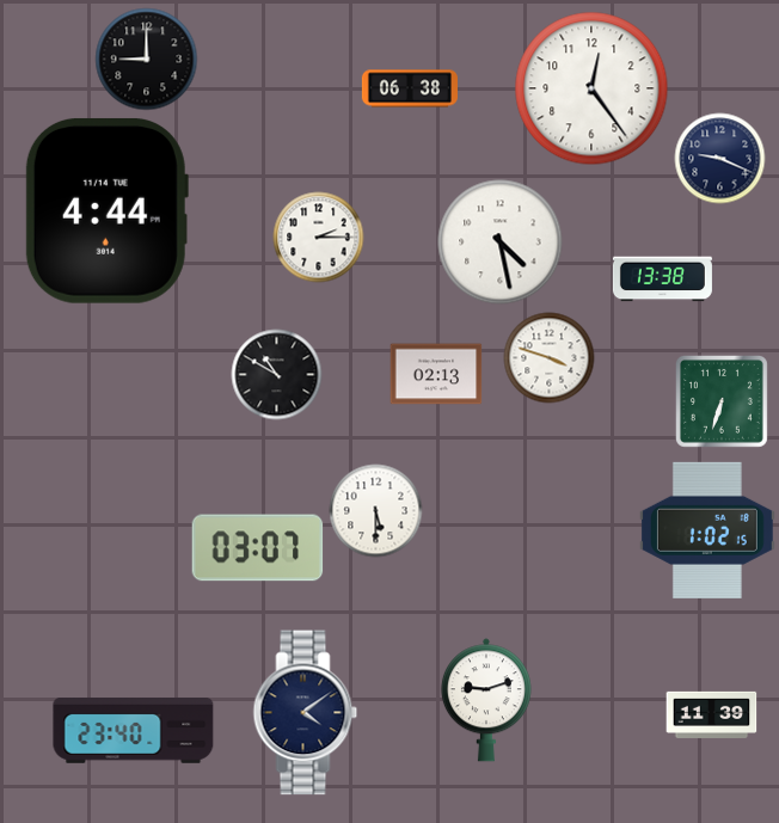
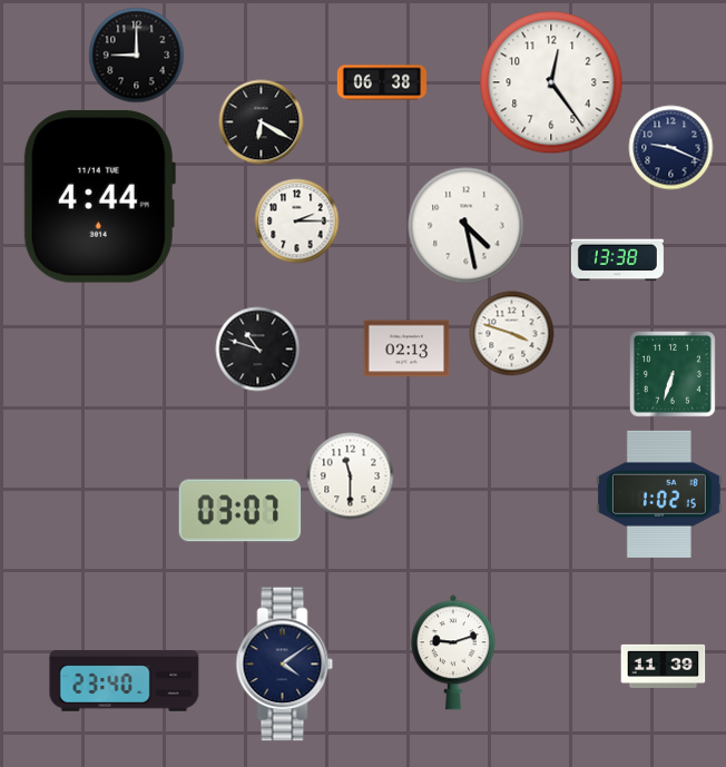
clock at (262, 122): none -> 6:20
clock at (277, 375): 10:50 -> 10:48
clock at (376, 511): 5:30 -> 11:30
